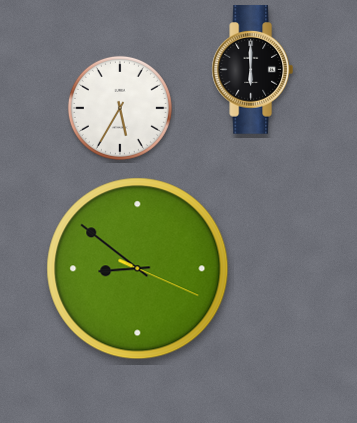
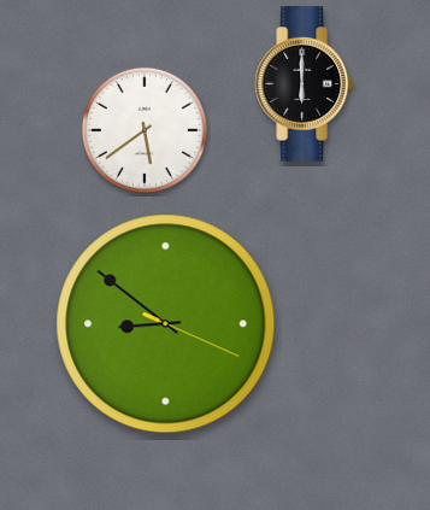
clock at (120, 108): 5:35 -> 5:39
